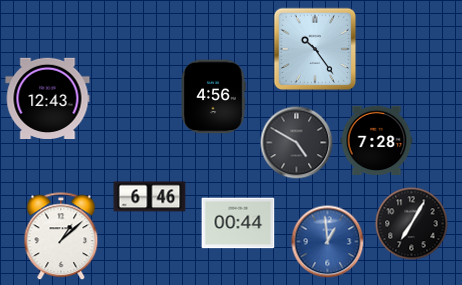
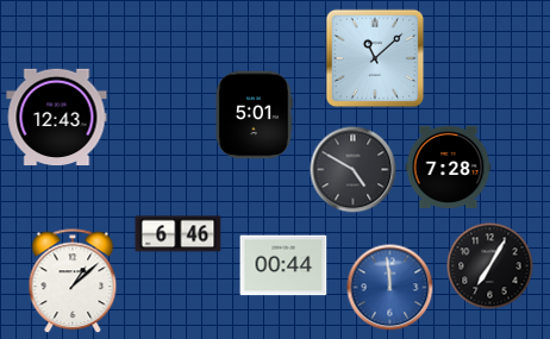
clock at (315, 49): 10:24 -> 11:08
clock at (213, 97): 4:56 -> 5:01
clock at (328, 242): 12:59 -> 11:59
